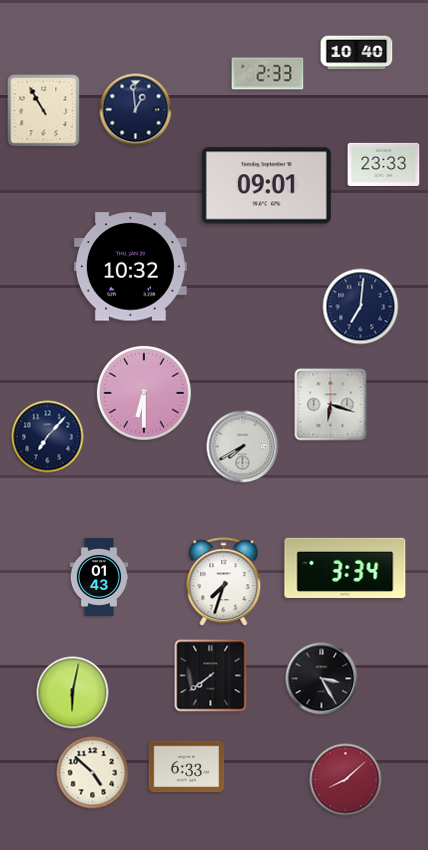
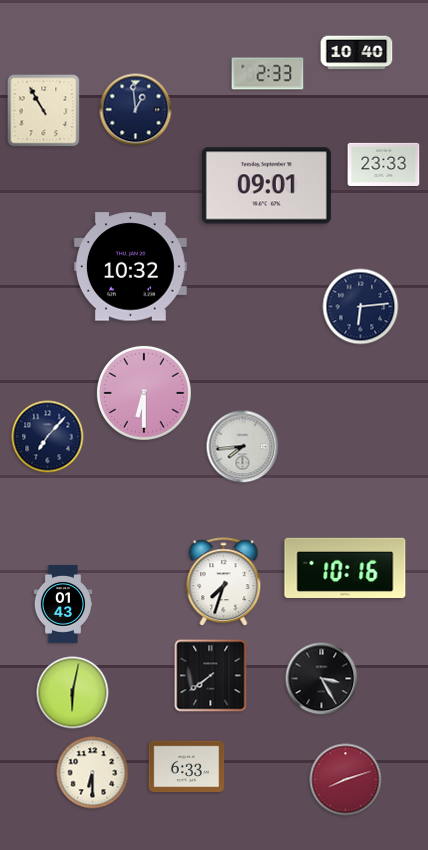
clock at (361, 307): 7:01 -> 6:14
clock at (331, 405): 6:18 -> none
clock at (243, 447): 7:40 -> 7:44
clock at (345, 568): 3:34 -> 10:16
clock at (99, 577) position: (99, 577) -> (63, 604)
clock at (93, 773): 4:52 -> 6:30
clock at (346, 780): 8:08 -> 8:12
